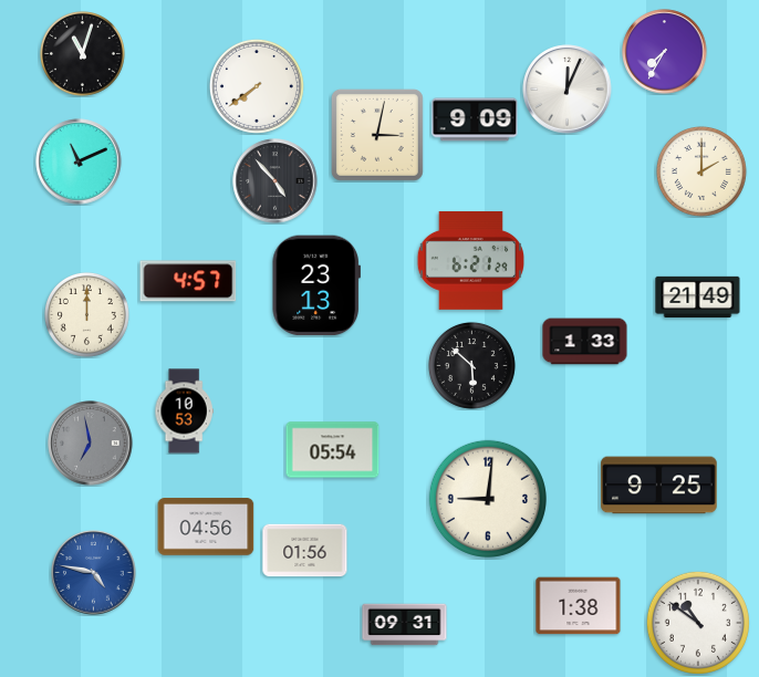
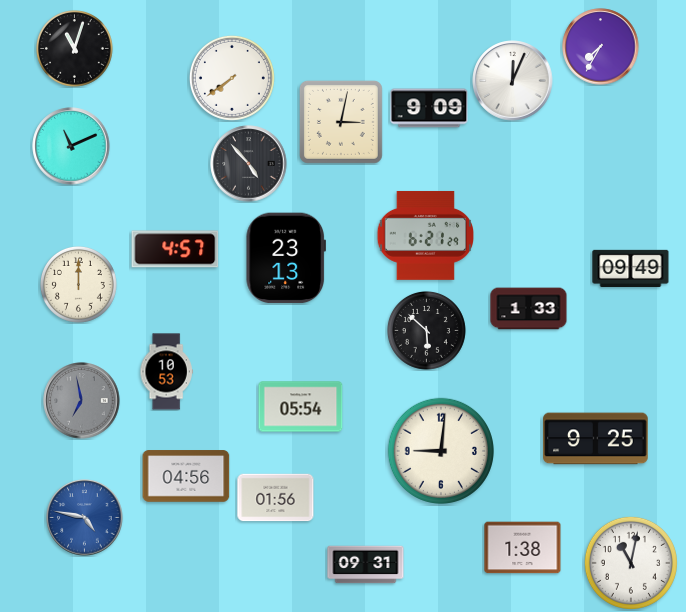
clock at (701, 171): 2:00 -> none
clock at (188, 281) position: (188, 281) -> (175, 249)
clock at (698, 296): 21:49 -> 09:49
clock at (698, 623): 10:51 -> 11:02
